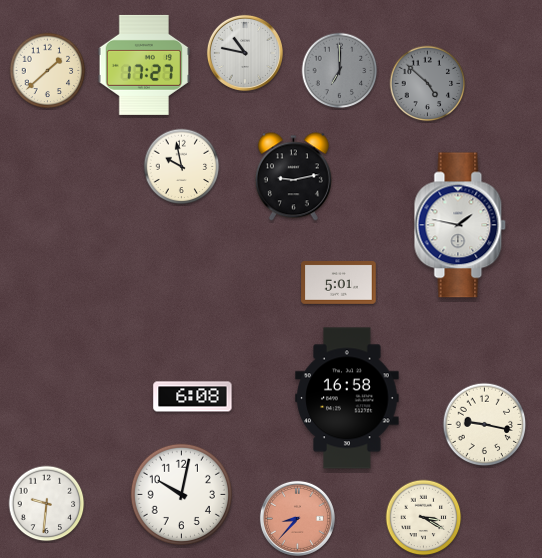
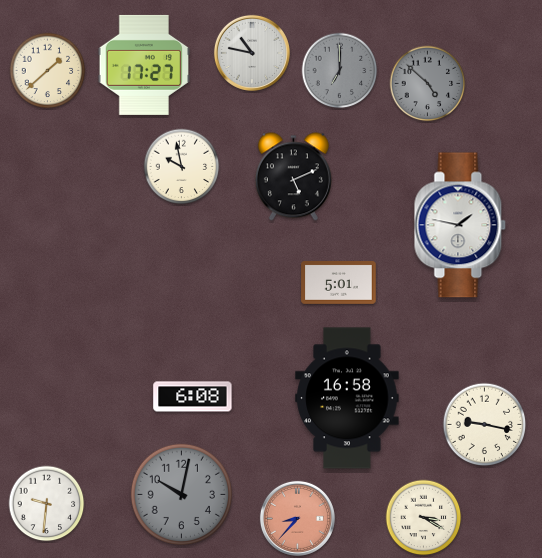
clock at (245, 53) position: (245, 53) -> (252, 53)
clock at (293, 177): 9:13 -> 5:11
clock at (181, 494) dial: white -> grey
